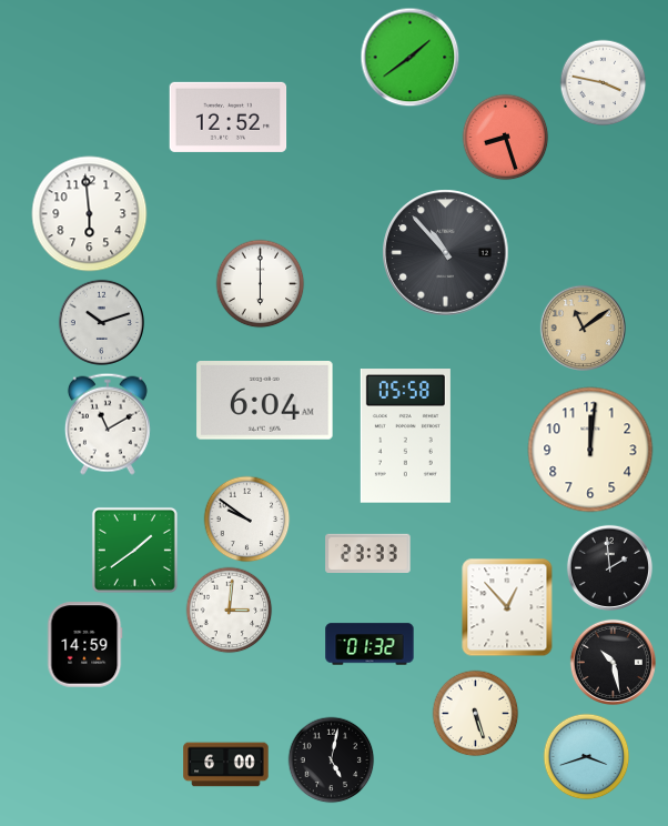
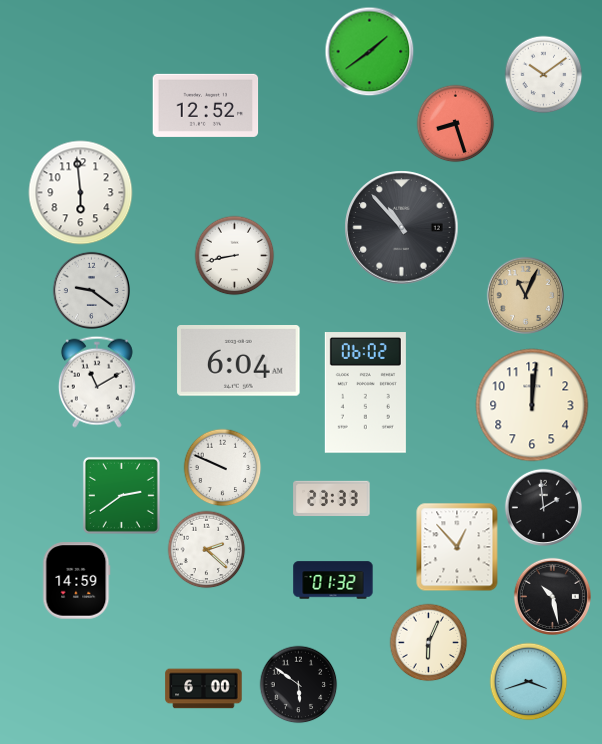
clock at (603, 82): 3:47 -> 10:09
clock at (260, 283): 6:00 -> 8:43
clock at (101, 322): 10:12 -> 9:21
clock at (583, 328): 11:09 -> 11:04
clock at (405, 436): 05:58 -> 06:02
clock at (246, 518): 9:51 -> 9:49
clock at (134, 550): 1:39 -> 2:39
clock at (609, 567) position: (609, 567) -> (543, 507)
clock at (229, 610): 3:01 -> 2:22
clock at (475, 713): 5:27 -> 6:04
clock at (331, 759): 5:02 -> 5:51
